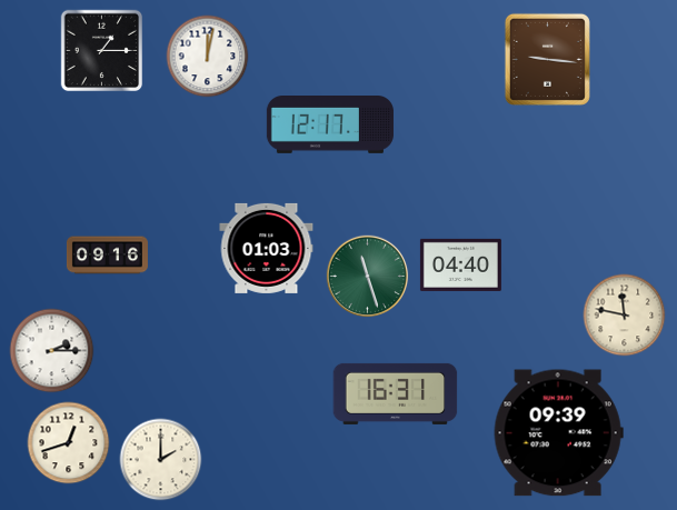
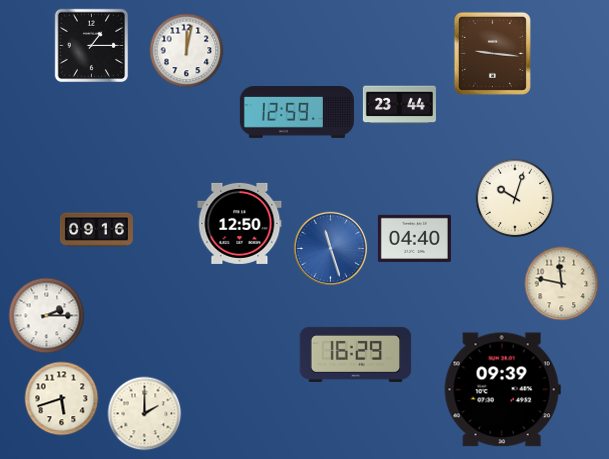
clock at (399, 105): none -> 23:44
clock at (330, 126): 12:17 -> 12:59
clock at (515, 198): none -> 10:03
clock at (267, 248): 01:03 -> 12:50
clock at (368, 277) dial: green -> blue
clock at (396, 393): 16:31 -> 16:29
clock at (69, 443): 12:42 -> 5:42
